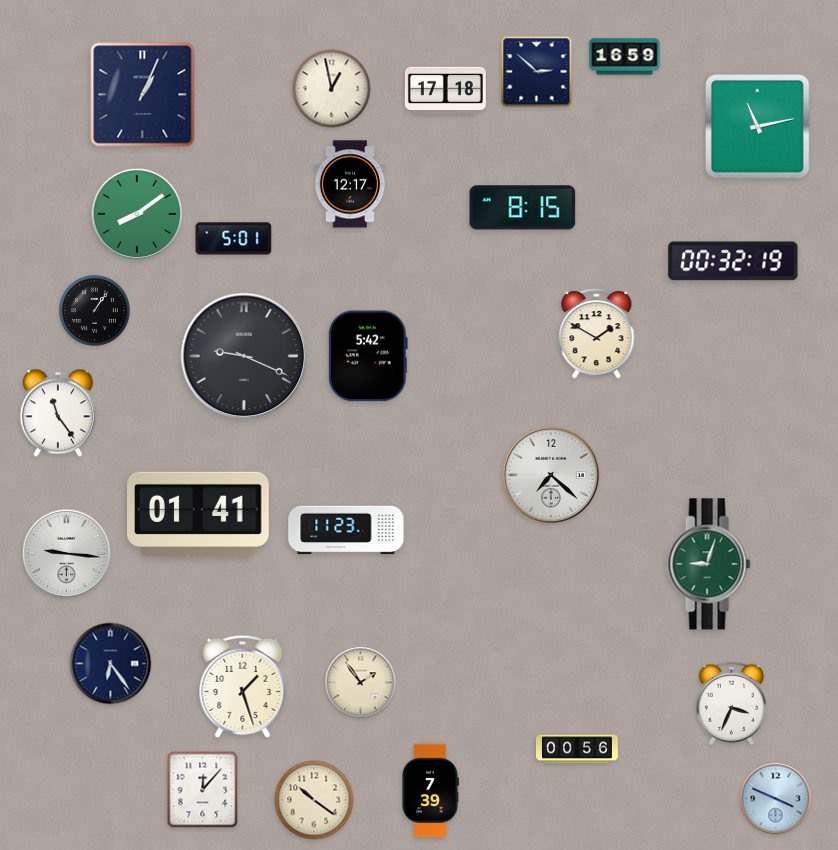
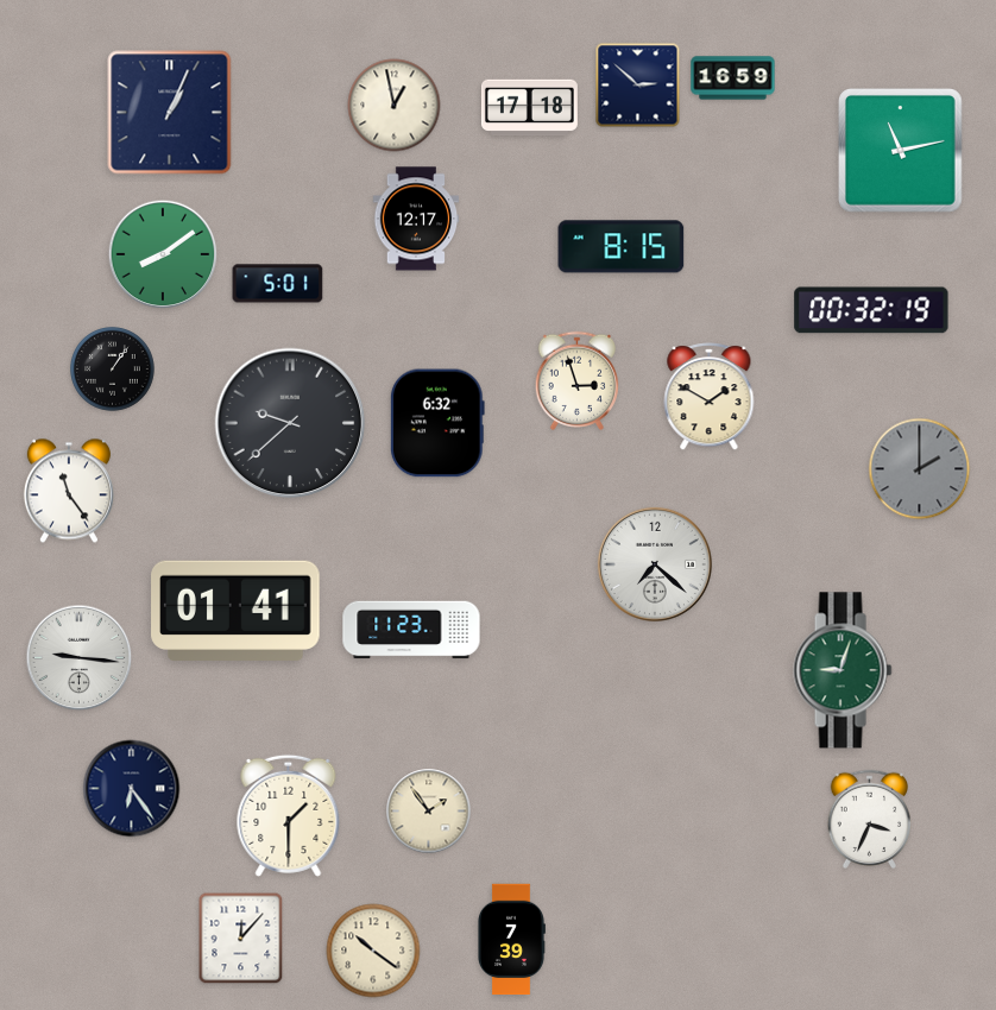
clock at (625, 57) position: (625, 57) -> (733, 78)
clock at (578, 380): none -> 2:57
clock at (244, 356): 9:19 -> 9:38
clock at (368, 356): 5:42 -> 6:32
clock at (920, 469): none -> 2:00
clock at (243, 686): 1:27 -> 1:30
clock at (732, 703) position: (732, 703) -> (870, 819)
clock at (578, 749): 00:56 -> none
clock at (776, 799): 3:49 -> none
